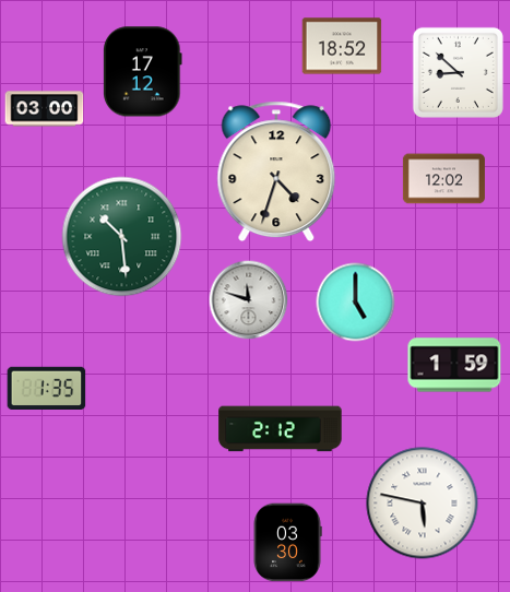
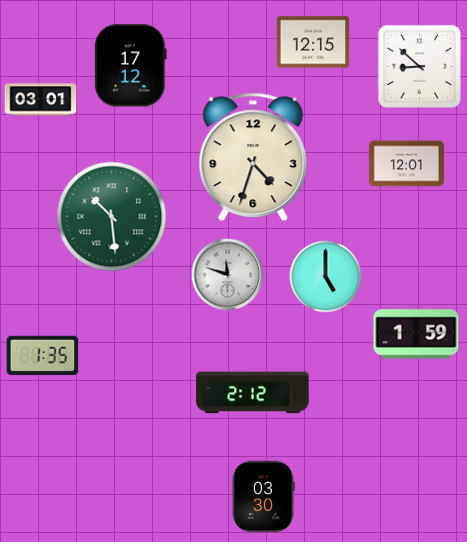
clock at (342, 46): 18:52 -> 12:15
clock at (45, 109): 03:00 -> 03:01
clock at (443, 179): 12:02 -> 12:01
clock at (281, 429) position: (281, 429) -> (253, 393)
clock at (423, 504): 5:47 -> none
